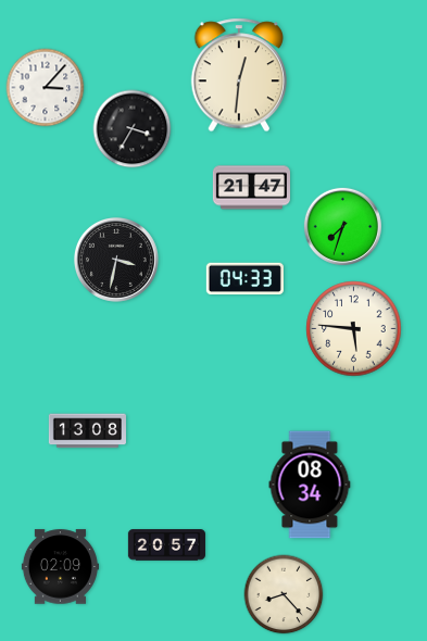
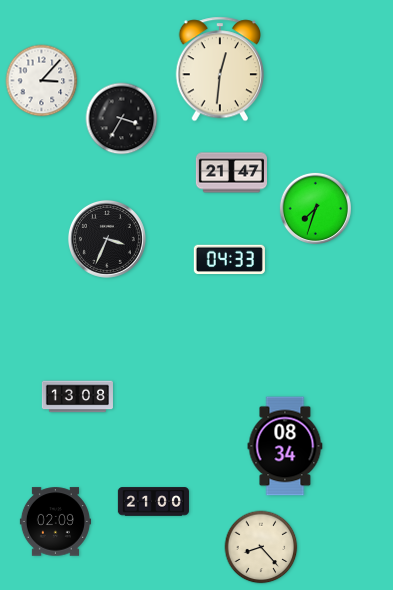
clock at (116, 260): 3:32 -> 3:34
clock at (244, 279) position: (244, 279) -> (229, 260)
clock at (354, 329): 5:46 -> none
clock at (87, 431) position: (87, 431) -> (77, 397)
clock at (166, 545): 20:57 -> 21:00
